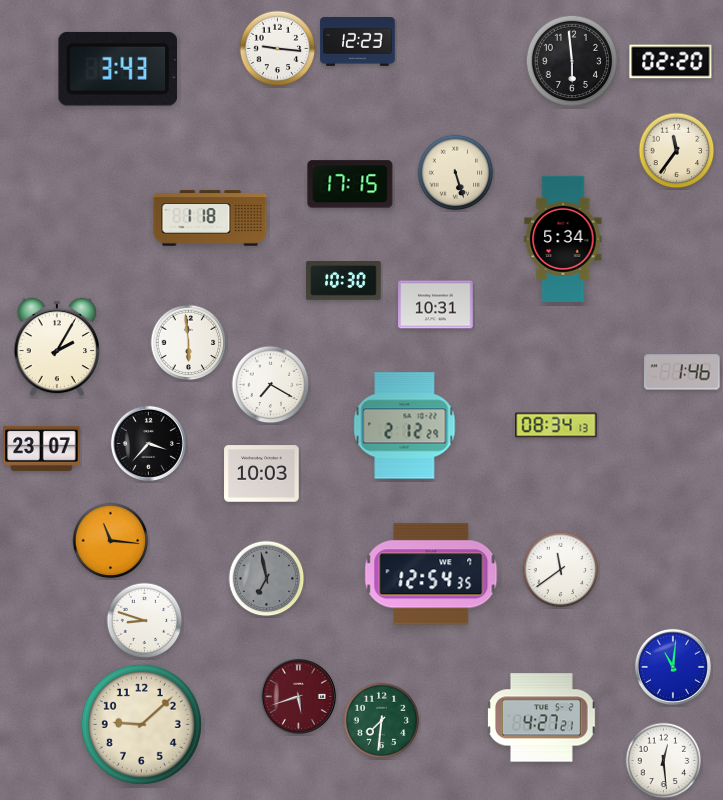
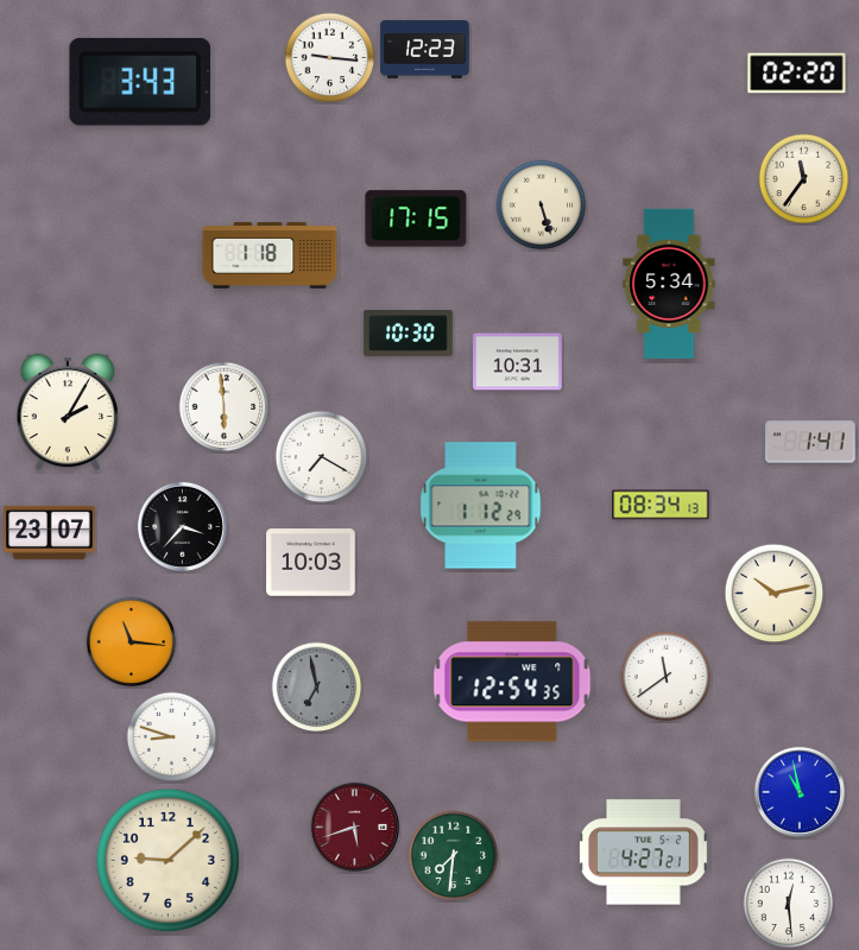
clock at (572, 61): 5:59 -> none
clock at (210, 218) position: (210, 218) -> (270, 255)
clock at (682, 372): 1:46 -> 1:41
clock at (405, 426): 2:12 -> 1:12
clock at (148, 443) position: (148, 443) -> (182, 526)
clock at (775, 594): none -> 10:13
clock at (673, 667): 11:01 -> 10:58
